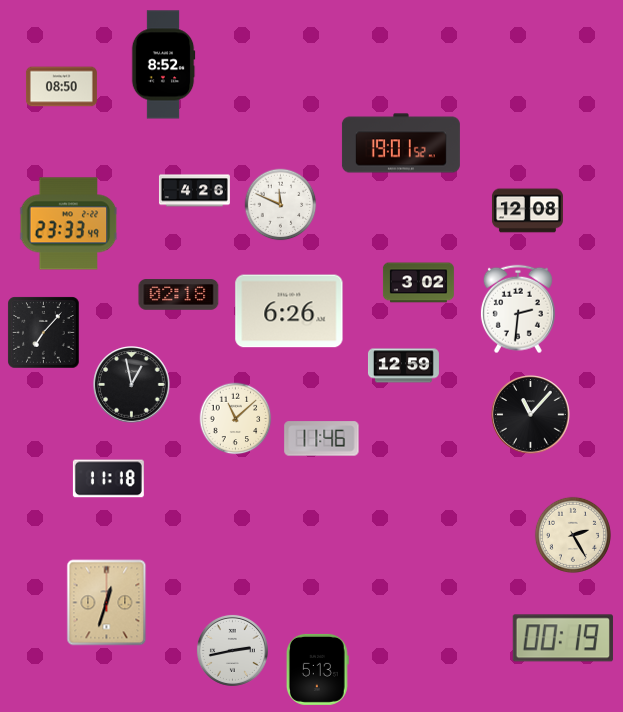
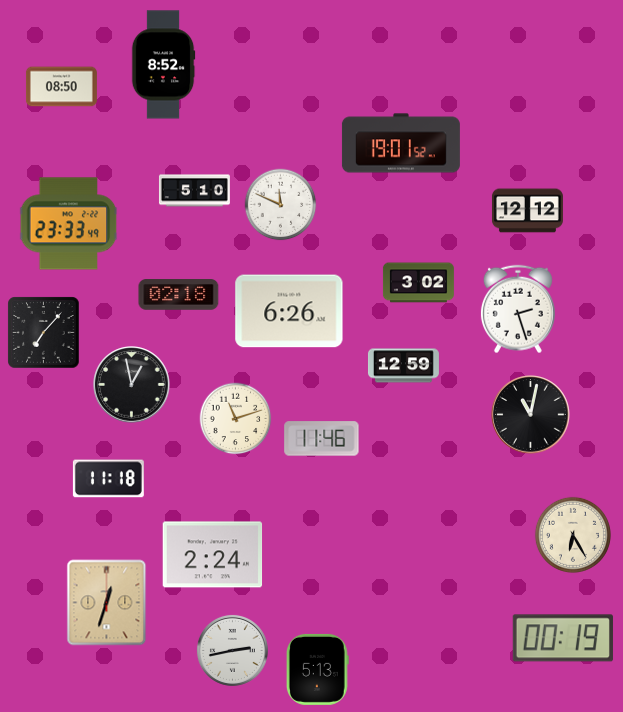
clock at (194, 191): 4:26 -> 5:10
clock at (527, 211): 12:08 -> 12:12
clock at (518, 309): 2:31 -> 2:27
clock at (531, 415): 11:07 -> 11:02
clock at (236, 419): 11:08 -> 11:12
clock at (573, 535): 2:25 -> 6:25
clock at (213, 555): none -> 2:24
